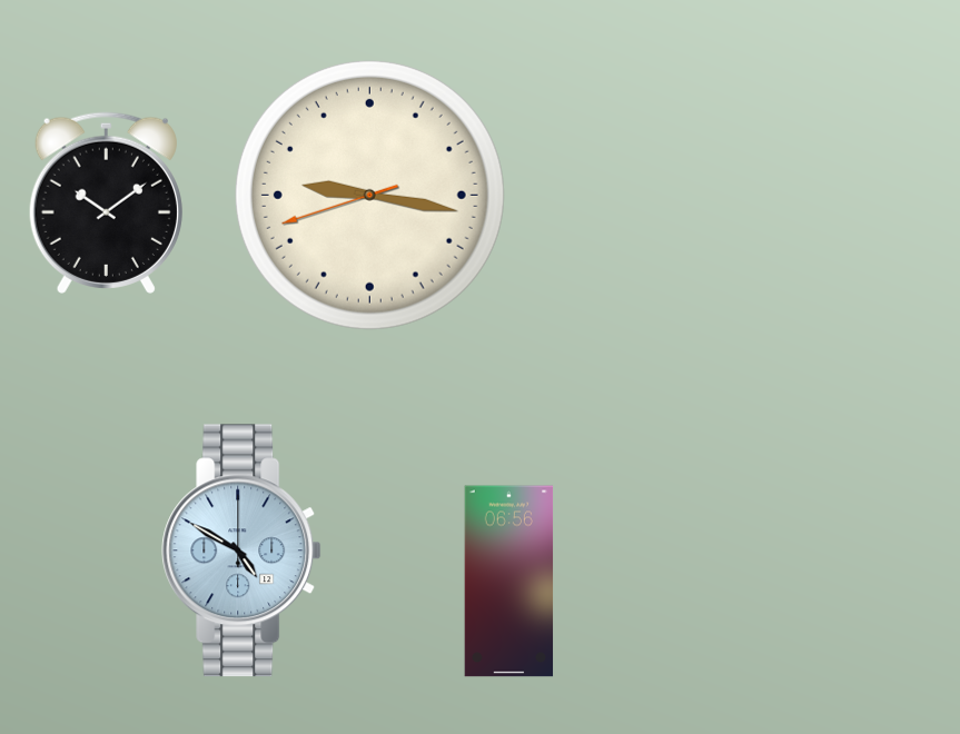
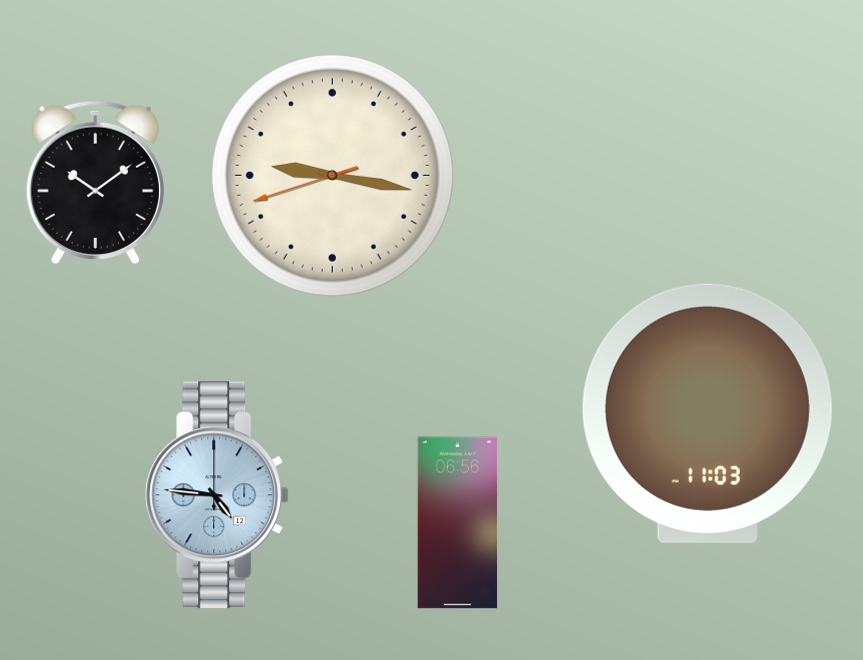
clock at (707, 413): none -> 11:03
clock at (241, 550): 4:50 -> 4:46
